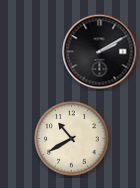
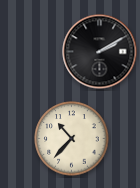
clock at (72, 139): 10:40 -> 10:37
